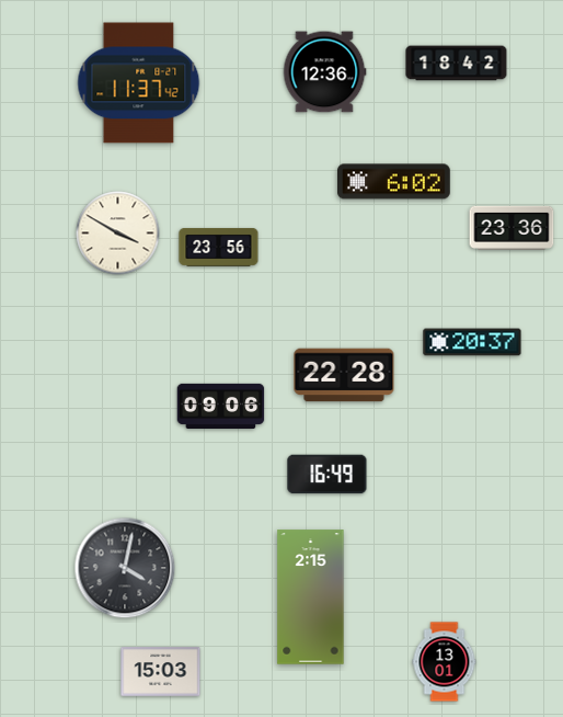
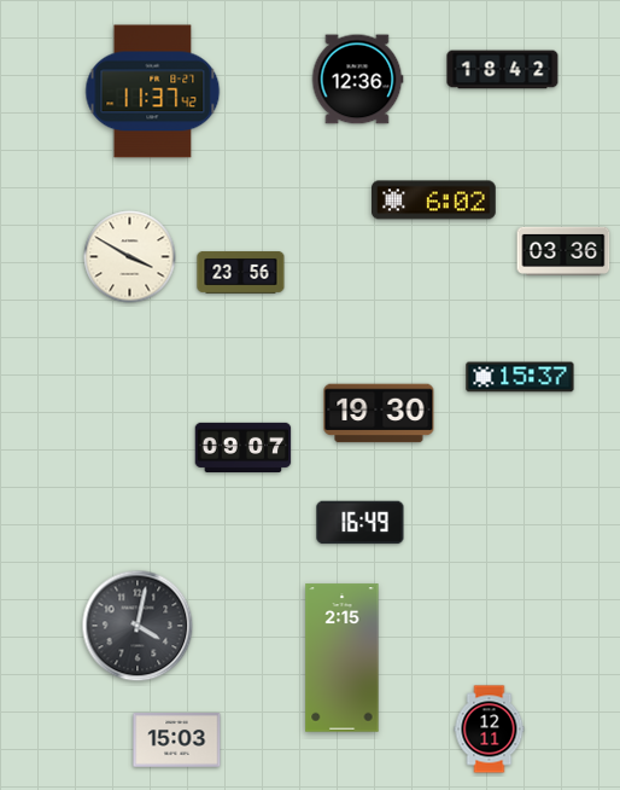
clock at (512, 228): 23:36 -> 03:36
clock at (472, 342): 20:37 -> 15:37
clock at (344, 375): 22:28 -> 19:30
clock at (221, 406): 09:06 -> 09:07
clock at (445, 662): 13:01 -> 12:11
